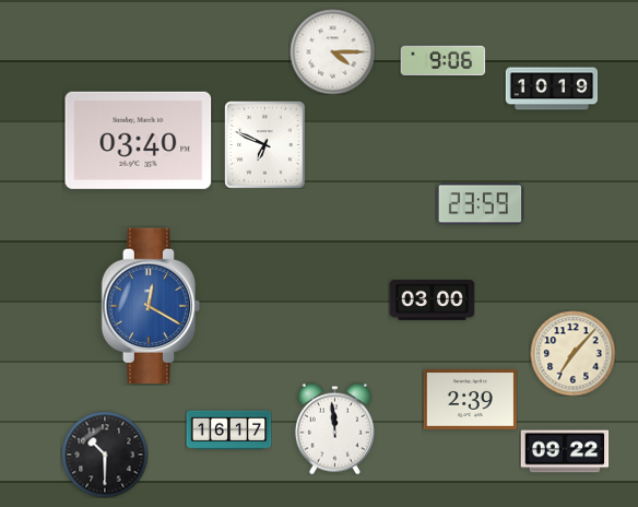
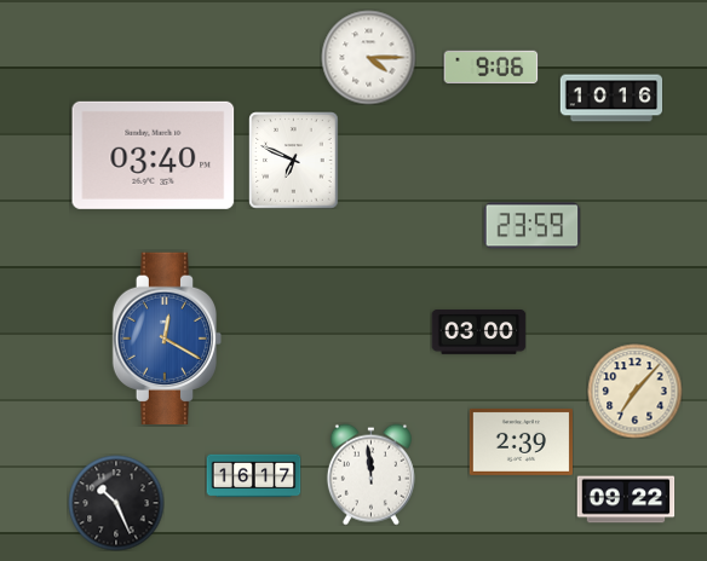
clock at (552, 89): 10:19 -> 10:16
clock at (105, 455): 10:30 -> 10:26
